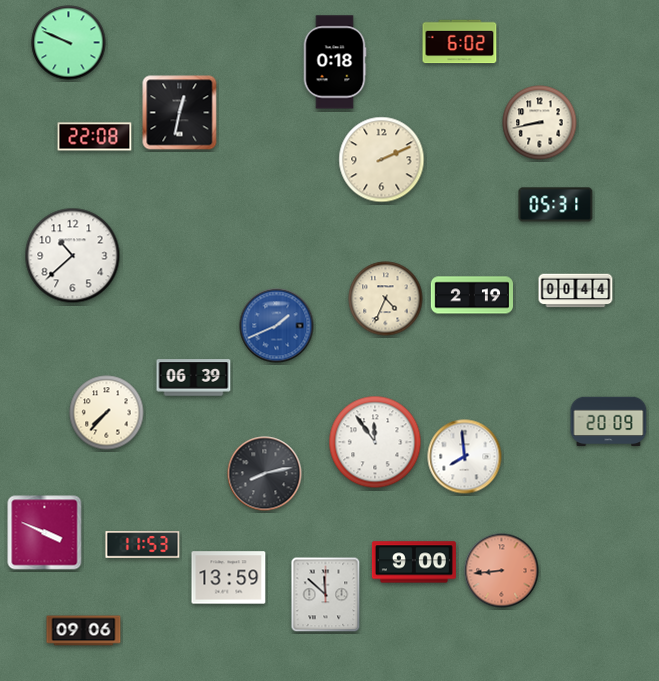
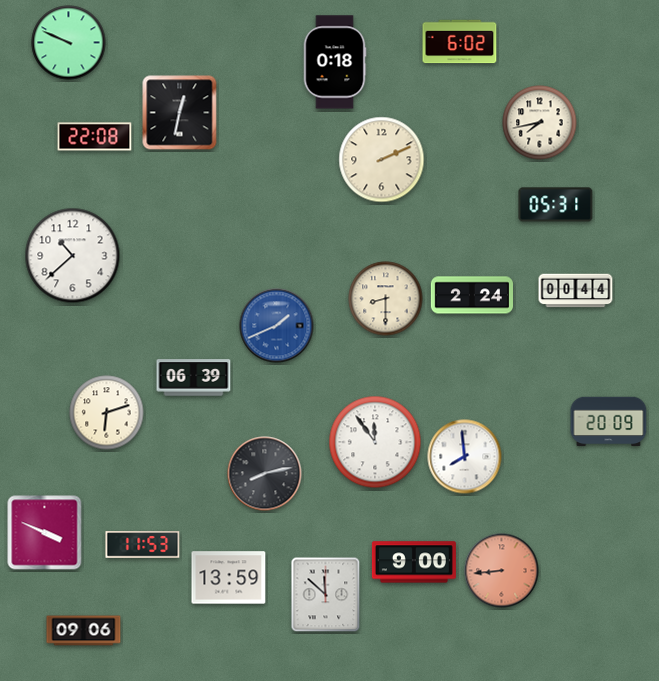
clock at (540, 123): 8:43 -> 7:43
clock at (471, 295): 2:19 -> 2:24
clock at (386, 299): 4:34 -> 8:30
clock at (107, 413): 7:37 -> 6:12
